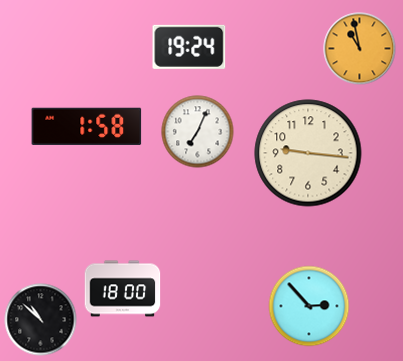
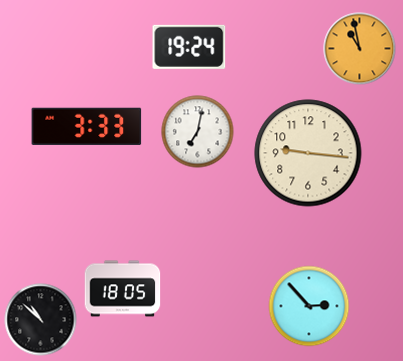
clock at (87, 126): 1:58 -> 3:33
clock at (198, 132): 7:04 -> 7:02
clock at (123, 289): 18:00 -> 18:05
